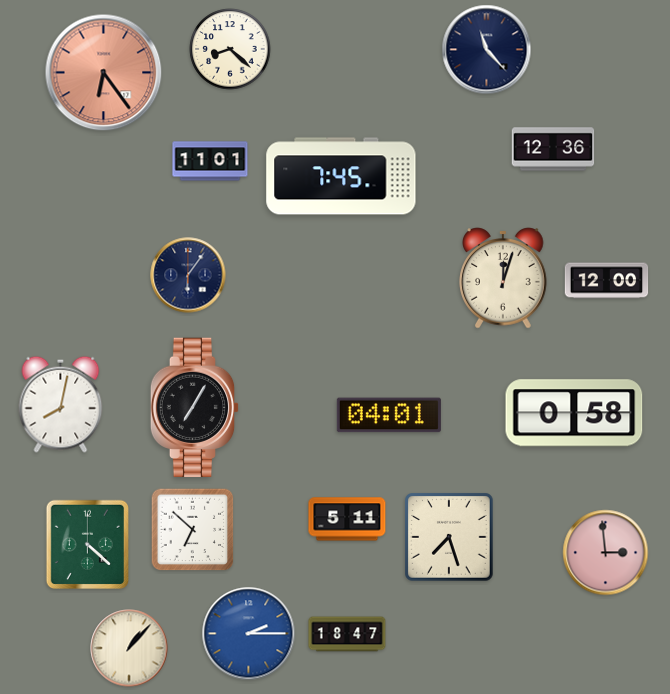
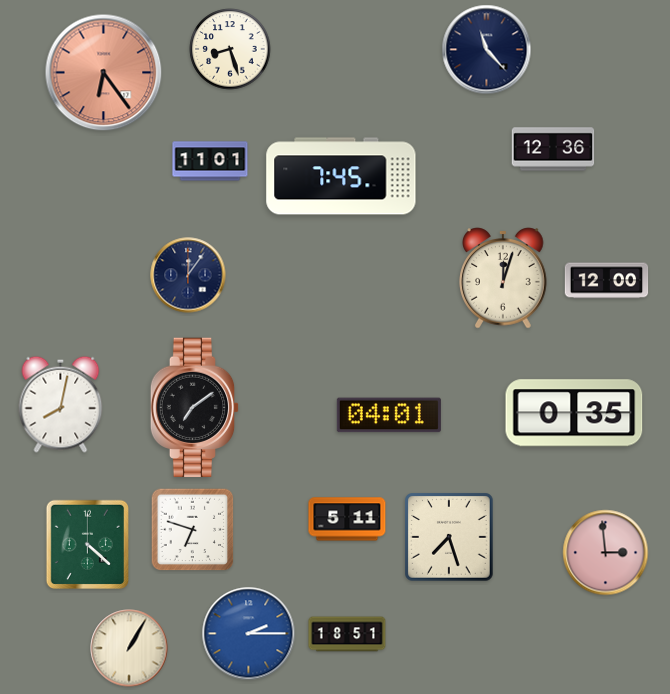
clock at (230, 49): 8:22 -> 8:27
clock at (188, 275): 6:06 -> 12:06
clock at (195, 408): 7:05 -> 7:09
clock at (574, 413): 0:58 -> 0:35
clock at (193, 530): 6:52 -> 6:48
clock at (347, 634): 18:47 -> 18:51
clock at (129, 648): 1:07 -> 1:05
